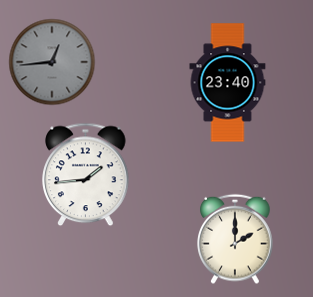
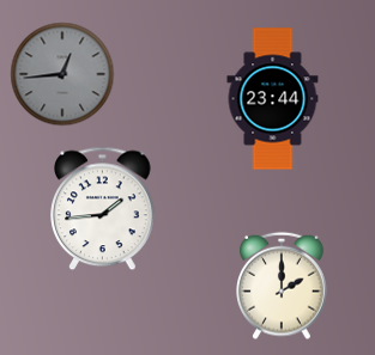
clock at (228, 83): 23:40 -> 23:44
